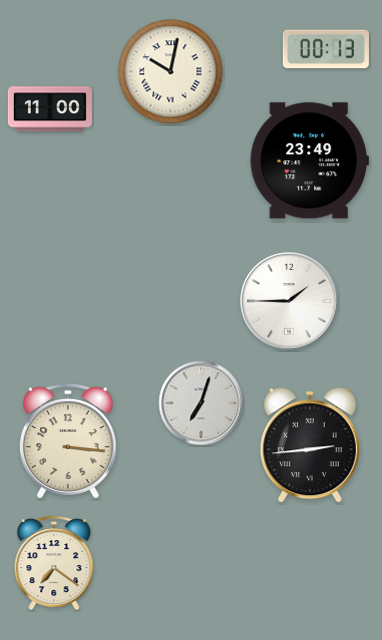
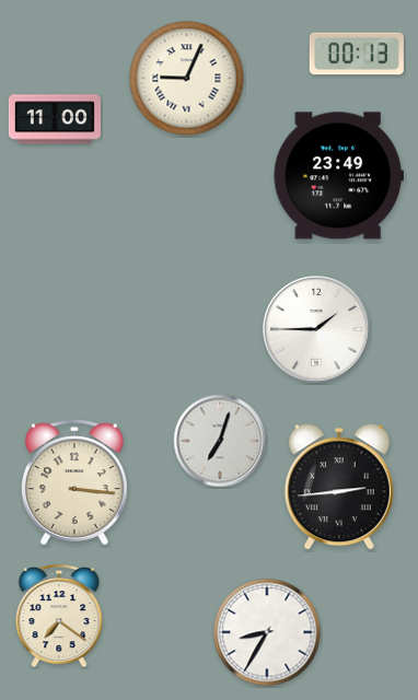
clock at (171, 72): 10:02 -> 9:04
clock at (267, 632): none -> 8:35
